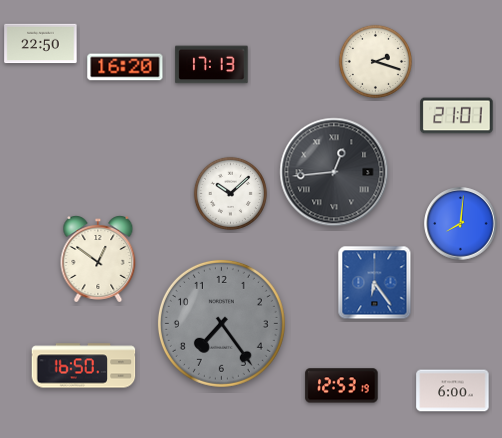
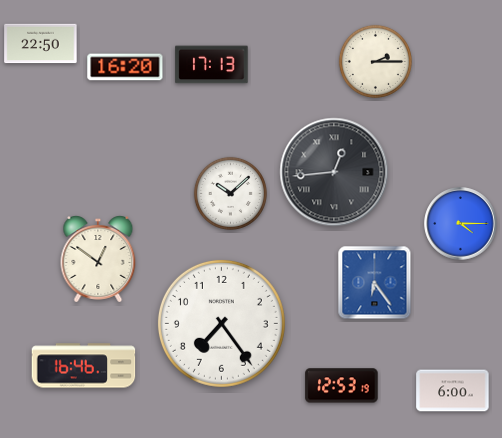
clock at (375, 61): 2:18 -> 2:15
clock at (457, 116): 21:01 -> none
clock at (461, 224): 8:01 -> 4:15
clock at (221, 323) dial: grey -> white
clock at (84, 366): 16:50 -> 16:46
